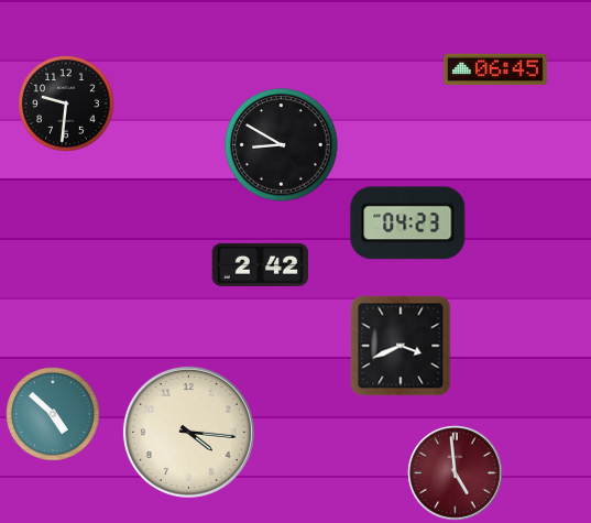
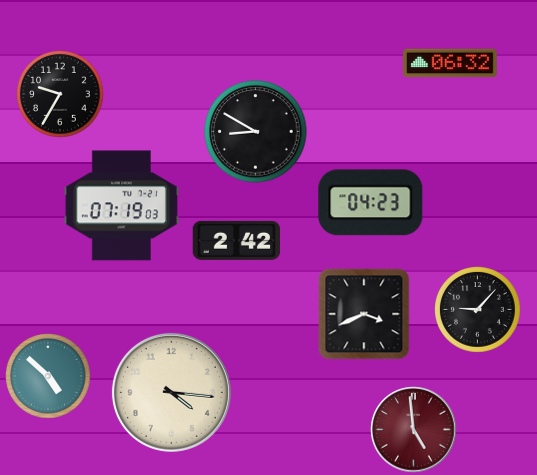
clock at (496, 69): 06:45 -> 06:32
clock at (66, 103): 9:31 -> 9:35
clock at (121, 206): none -> 07:19
clock at (478, 310): none -> 9:07
